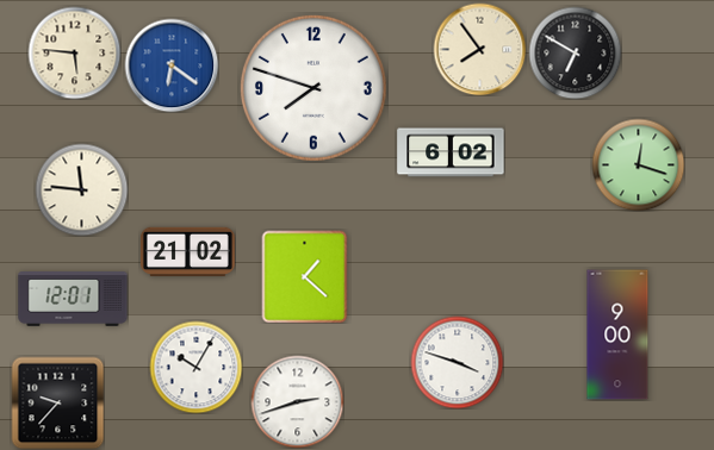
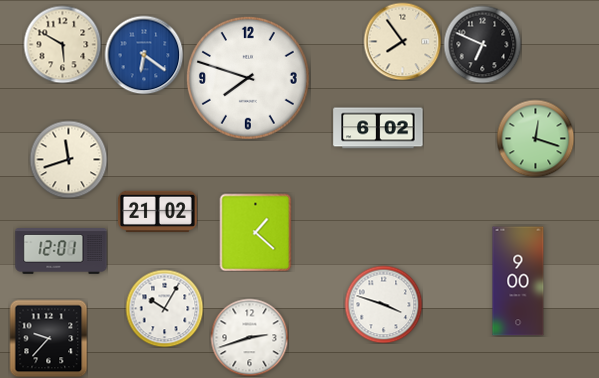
clock at (74, 52): 5:46 -> 5:50
clock at (575, 52): 6:50 -> 6:49
clock at (313, 88) position: (313, 88) -> (248, 78)
clock at (81, 189): 11:46 -> 11:42
